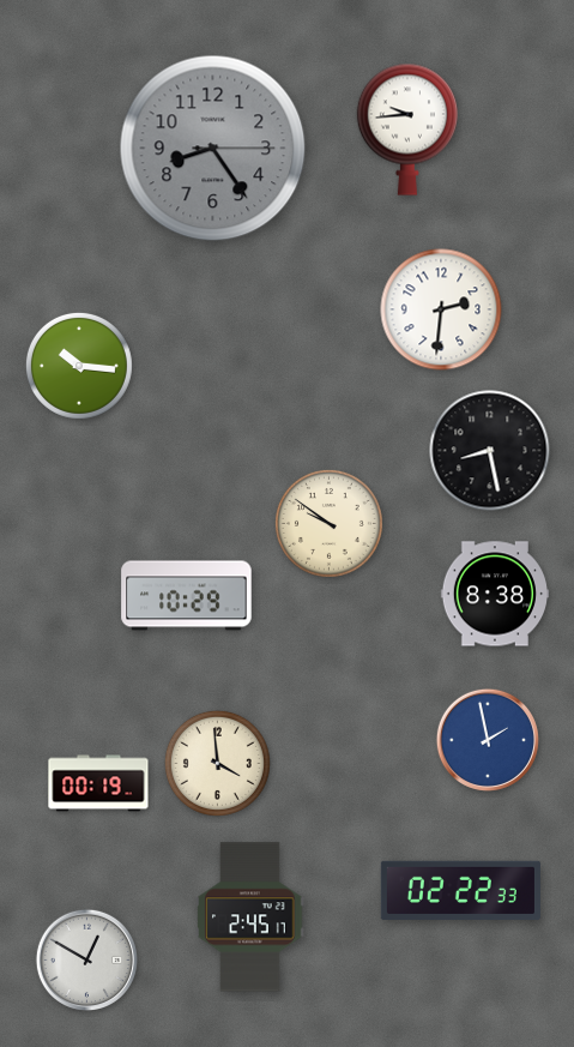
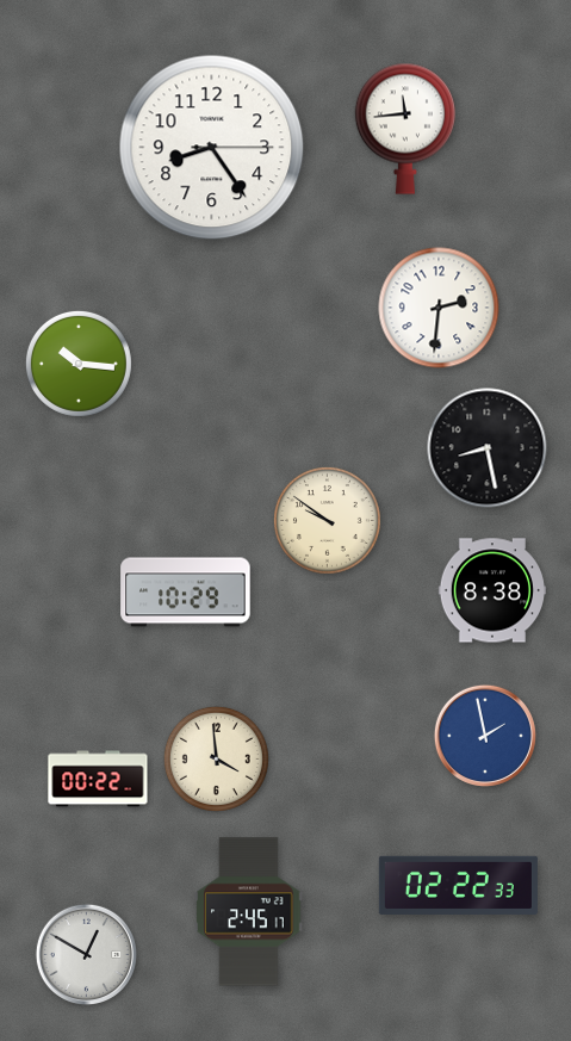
clock at (407, 130): 9:44 -> 11:44
clock at (213, 149) dial: grey -> white
clock at (98, 783): 00:19 -> 00:22
